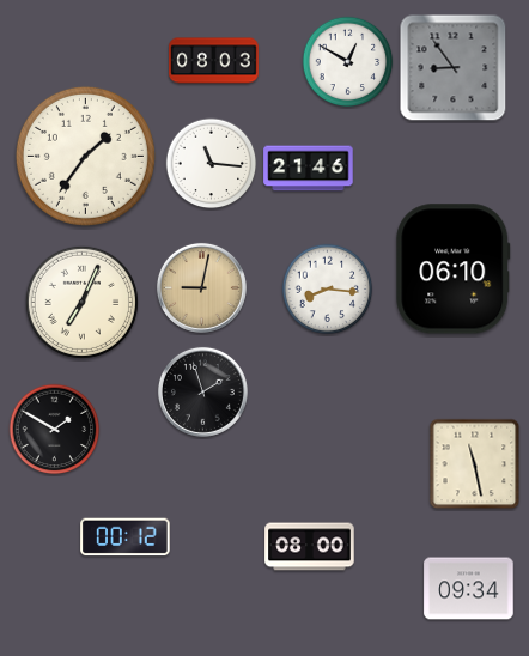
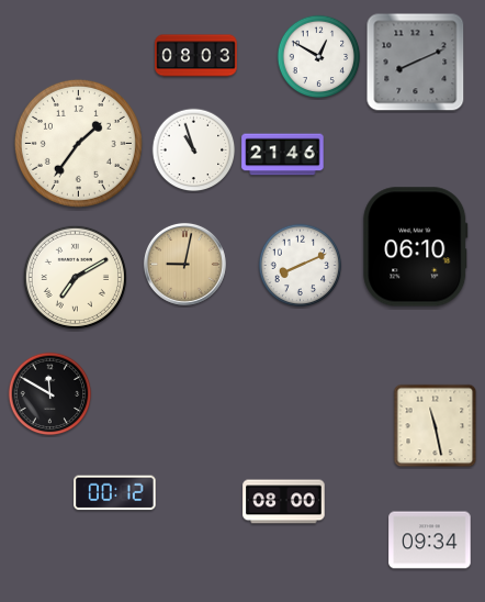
clock at (454, 68): 8:54 -> 8:11
clock at (212, 164): 11:16 -> 10:57
clock at (328, 290): 8:16 -> 8:11
clock at (81, 302): 7:04 -> 7:10
clock at (202, 391): 1:57 -> none
clock at (55, 430): 1:50 -> 11:50
